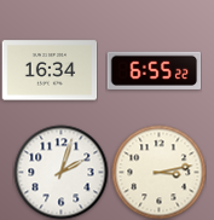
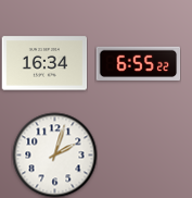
clock at (158, 172): 3:13 -> none
